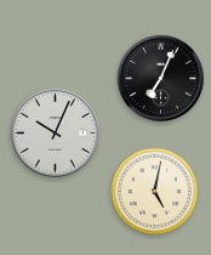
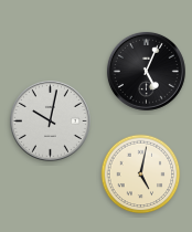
clock at (160, 78): 7:04 -> 5:04
clock at (55, 132): 10:04 -> 10:02
